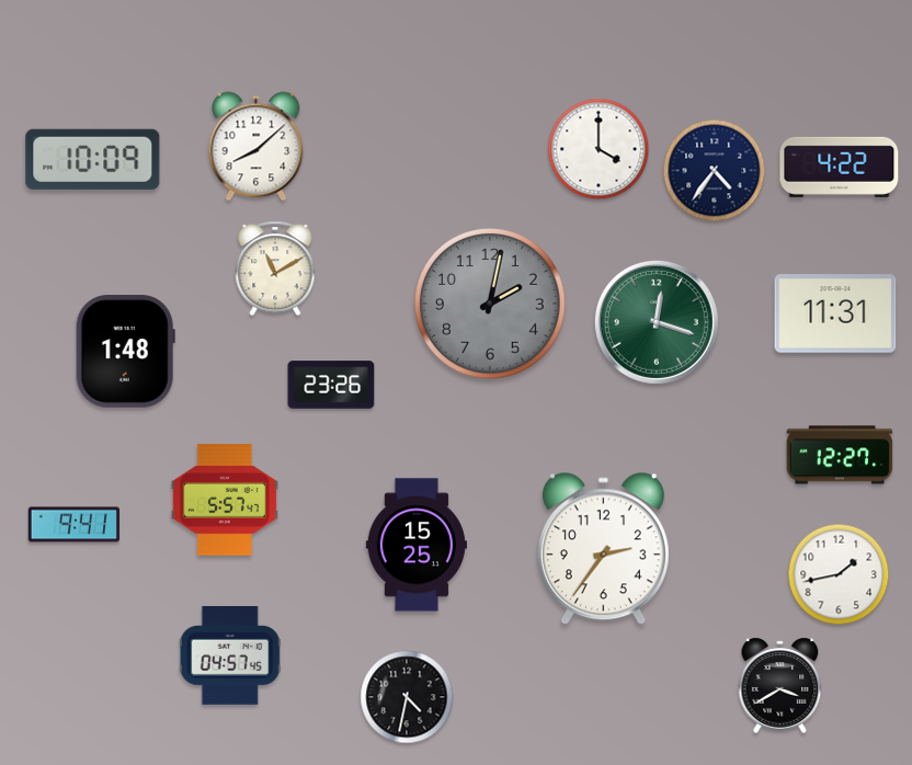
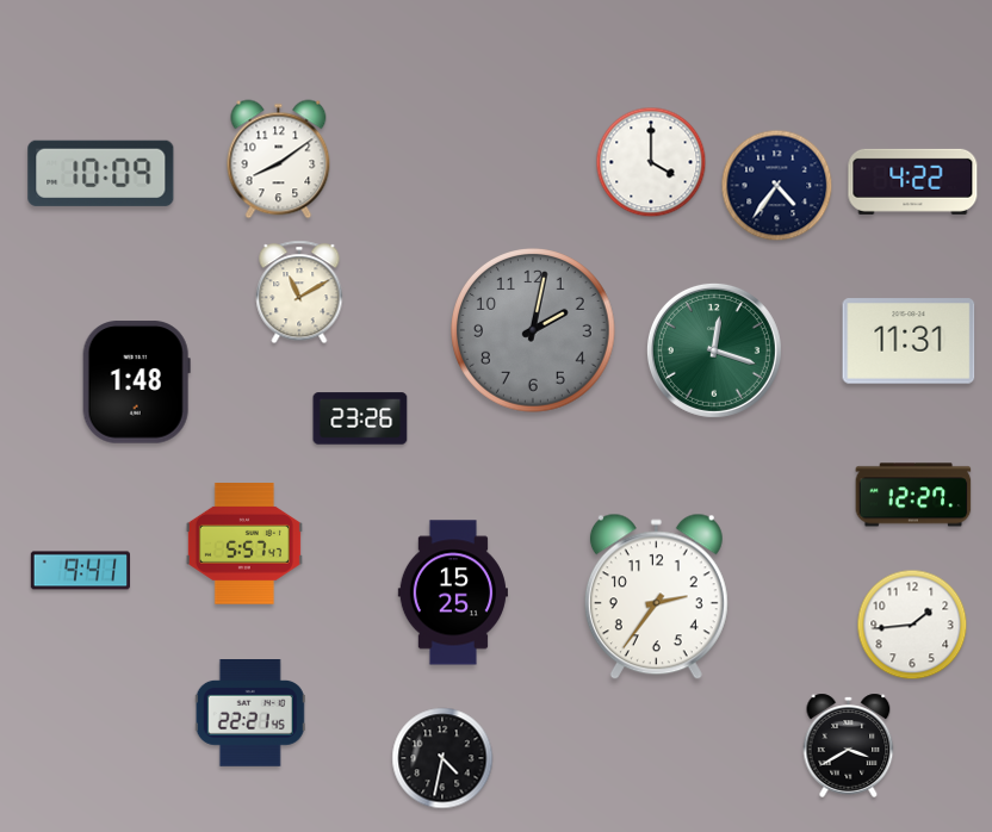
clock at (256, 147): 8:08 -> 8:09
clock at (839, 574): 1:43 -> 1:44
clock at (230, 656): 04:57 -> 22:21
